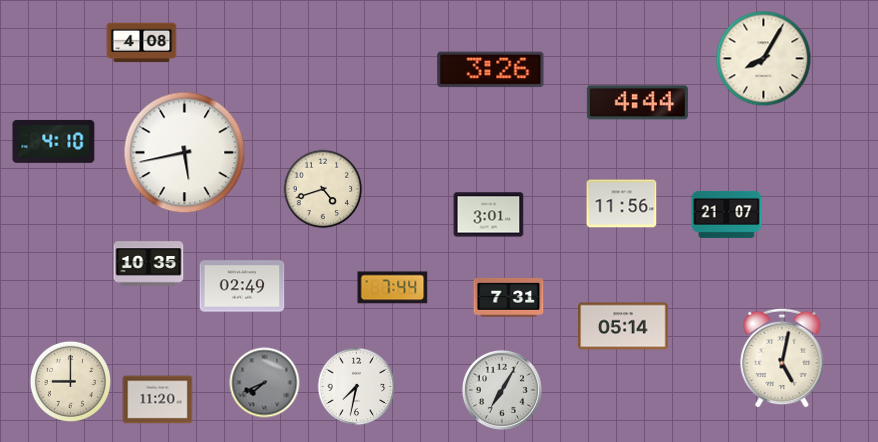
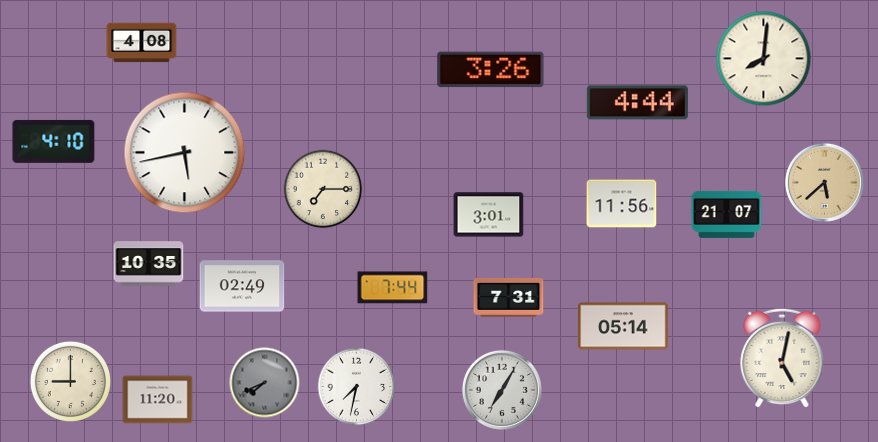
clock at (764, 59): 8:05 -> 8:01
clock at (824, 182): none -> 5:38
clock at (323, 189): 4:42 -> 7:15
